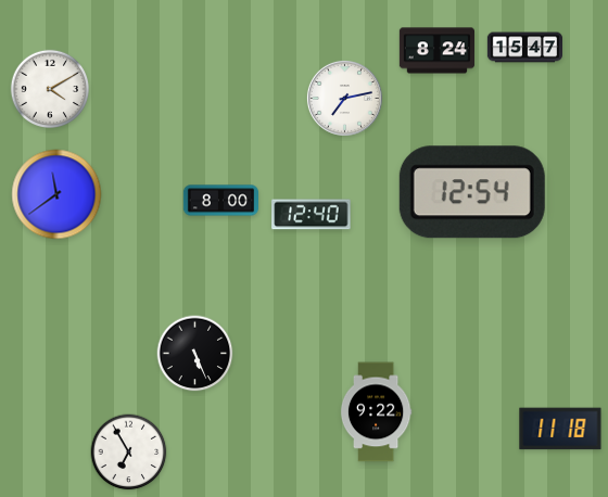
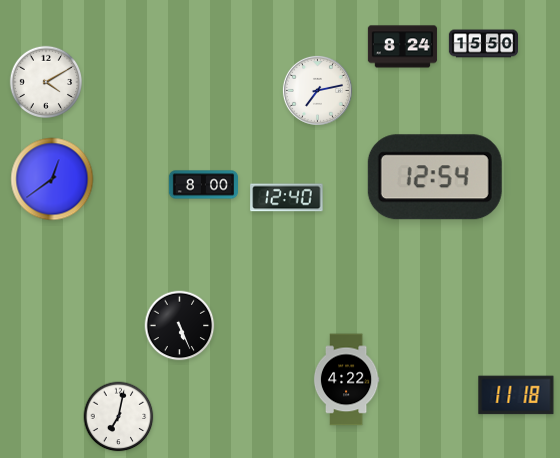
clock at (524, 48): 15:47 -> 15:50
clock at (56, 194): 11:39 -> 12:39
clock at (376, 412): 9:22 -> 4:22
clock at (129, 453): 6:55 -> 7:02
